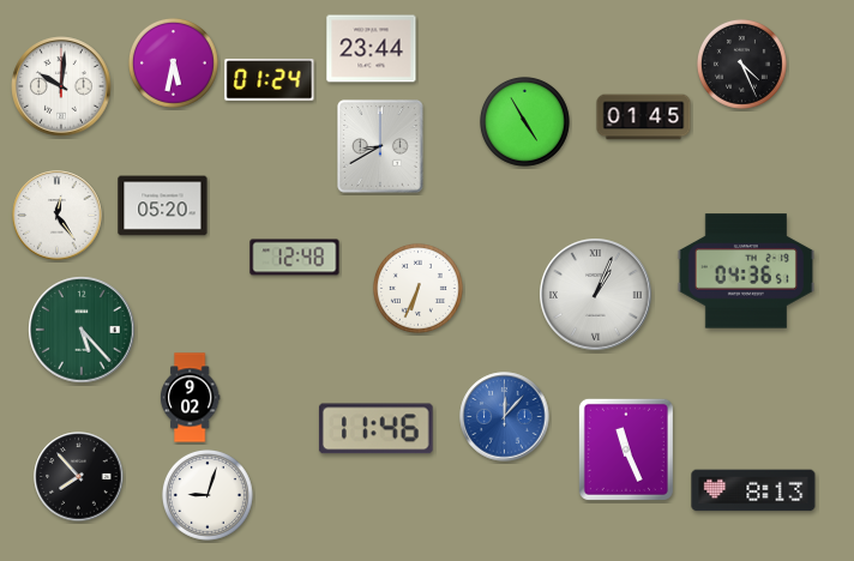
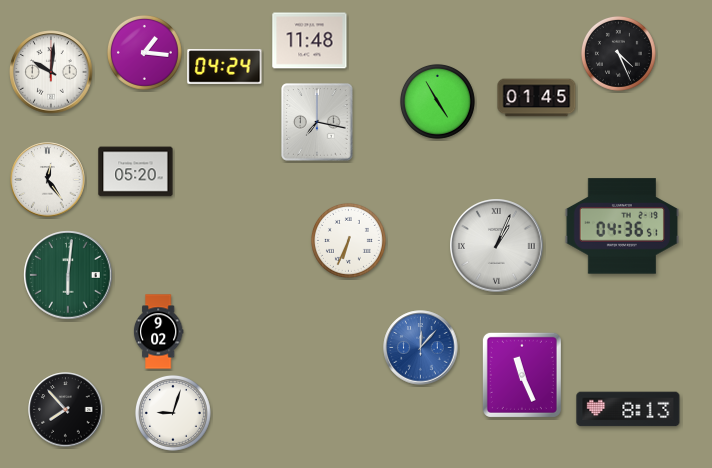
clock at (372, 49): 23:44 -> 11:48
clock at (173, 62): 5:32 -> 1:16
clock at (270, 80): 01:24 -> 04:24
clock at (380, 146): 8:40 -> 7:17
clock at (295, 258): 12:48 -> none
clock at (82, 330): 5:23 -> 6:01
clock at (375, 429): 11:46 -> none
clock at (79, 477) position: (79, 477) -> (66, 410)
